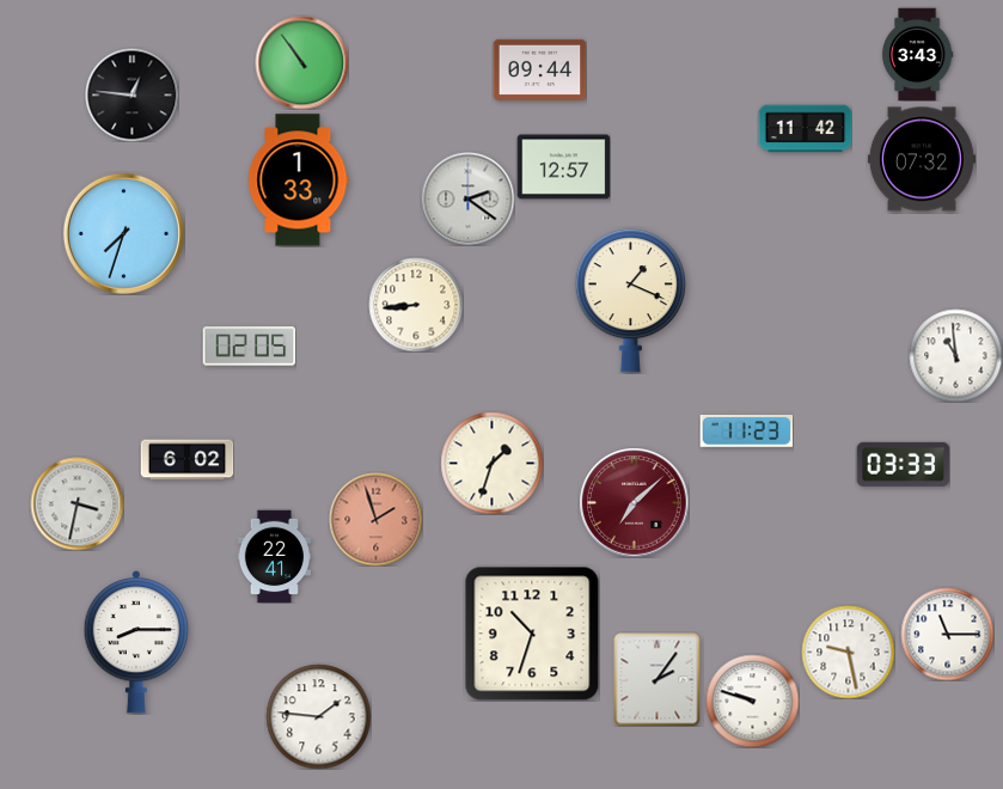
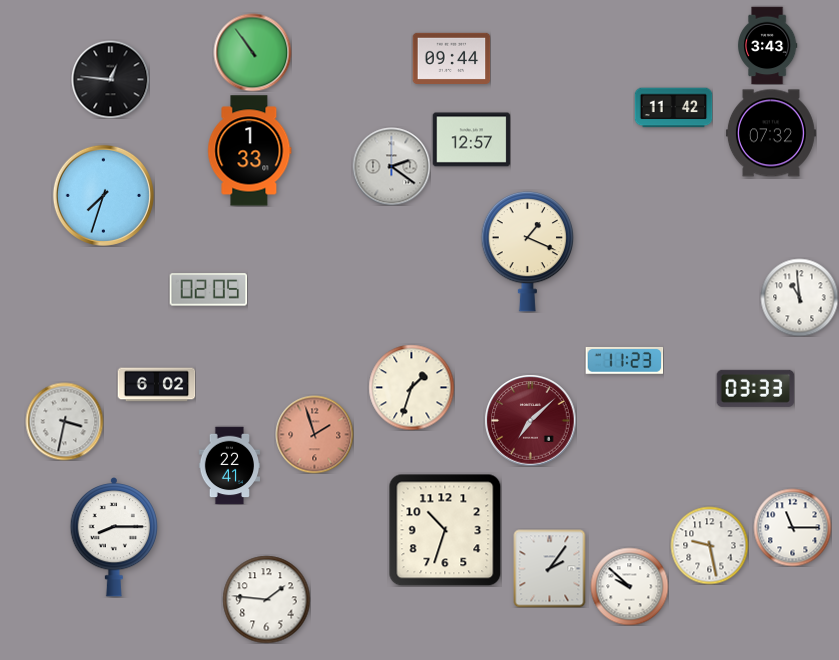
clock at (416, 305): 8:44 -> none
clock at (947, 634) position: (947, 634) -> (792, 527)
clock at (752, 701): 9:48 -> 9:52
